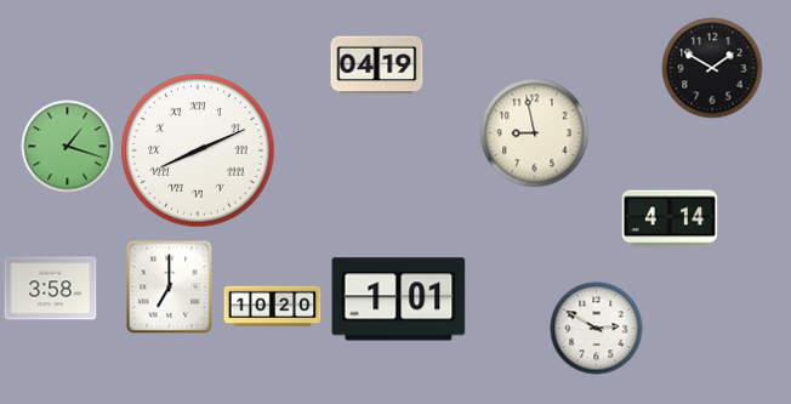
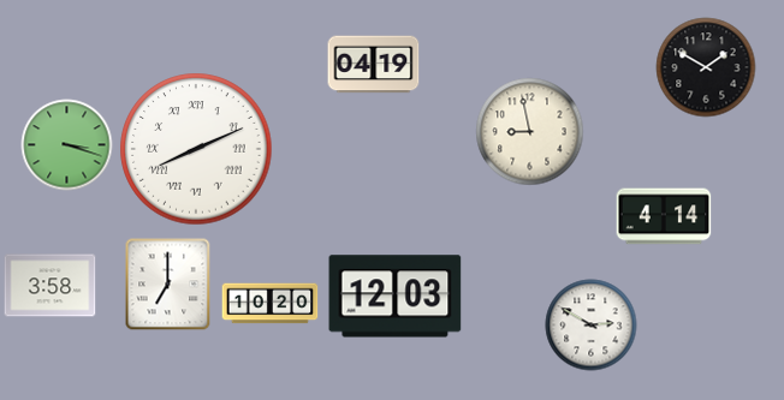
clock at (68, 147): 1:18 -> 3:18
clock at (399, 300): 1:01 -> 12:03
